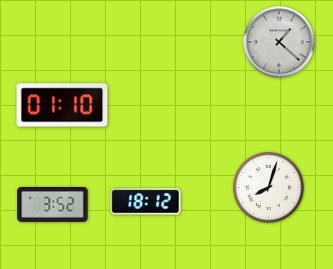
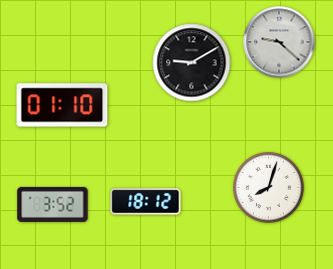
clock at (279, 42): 1:22 -> 9:22
clock at (192, 63): none -> 9:10
